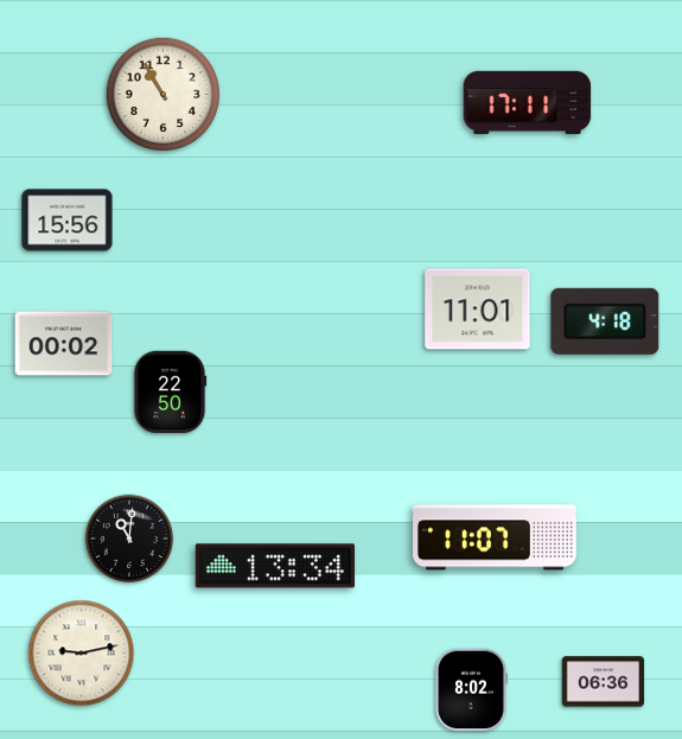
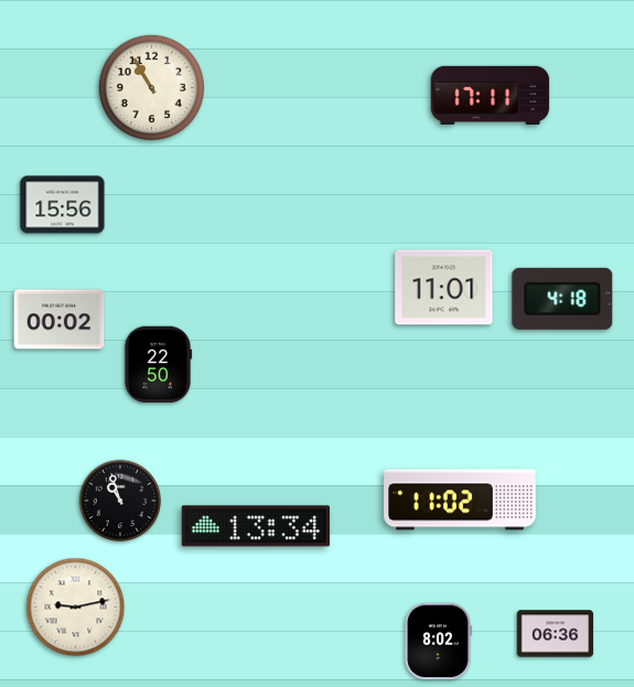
clock at (495, 537): 11:07 -> 11:02
clock at (129, 539): 11:01 -> 10:57
clock at (604, 682) position: (604, 682) -> (556, 634)
